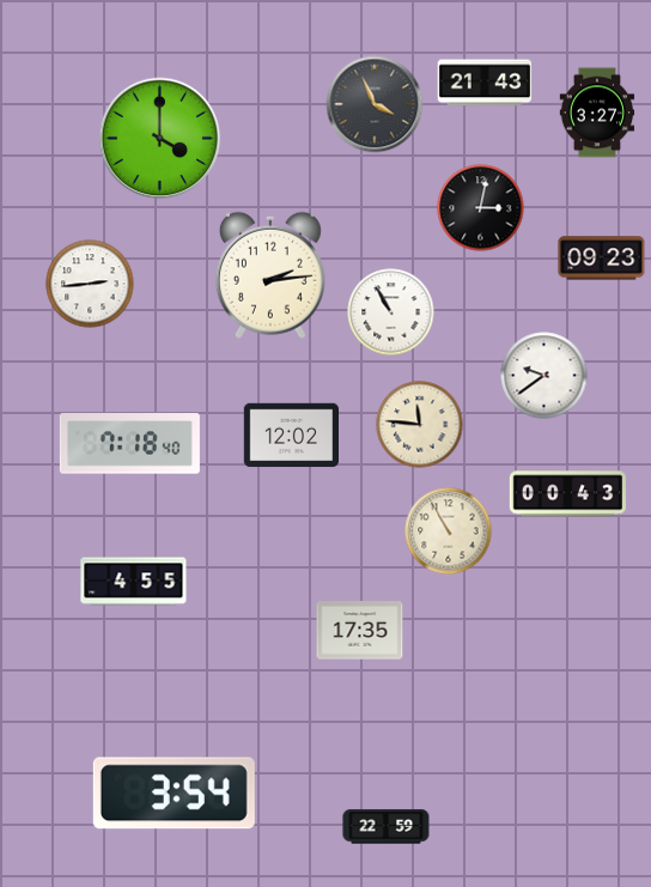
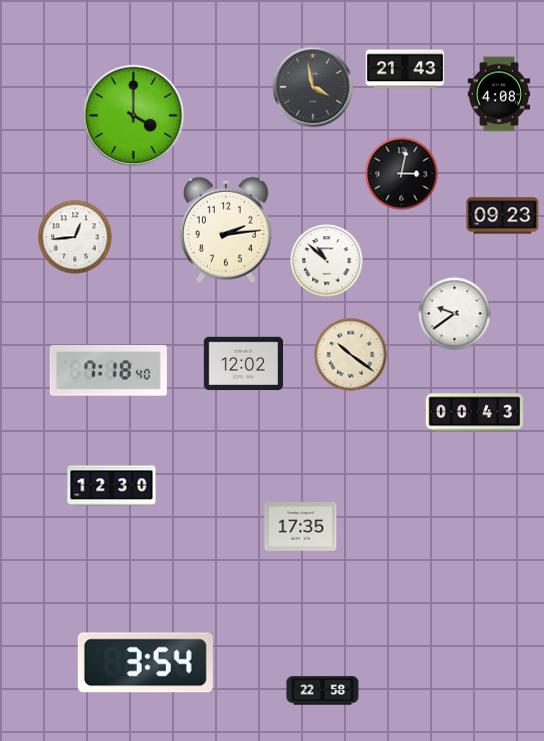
clock at (375, 104): 3:56 -> 3:58
clock at (597, 113): 3:27 -> 4:08
clock at (90, 284): 2:44 -> 12:44
clock at (391, 312): 10:55 -> 10:52
clock at (420, 425): 11:46 -> 10:21
clock at (449, 531): 10:55 -> none
clock at (134, 582): 4:55 -> 12:30
clock at (387, 827): 22:59 -> 22:58
